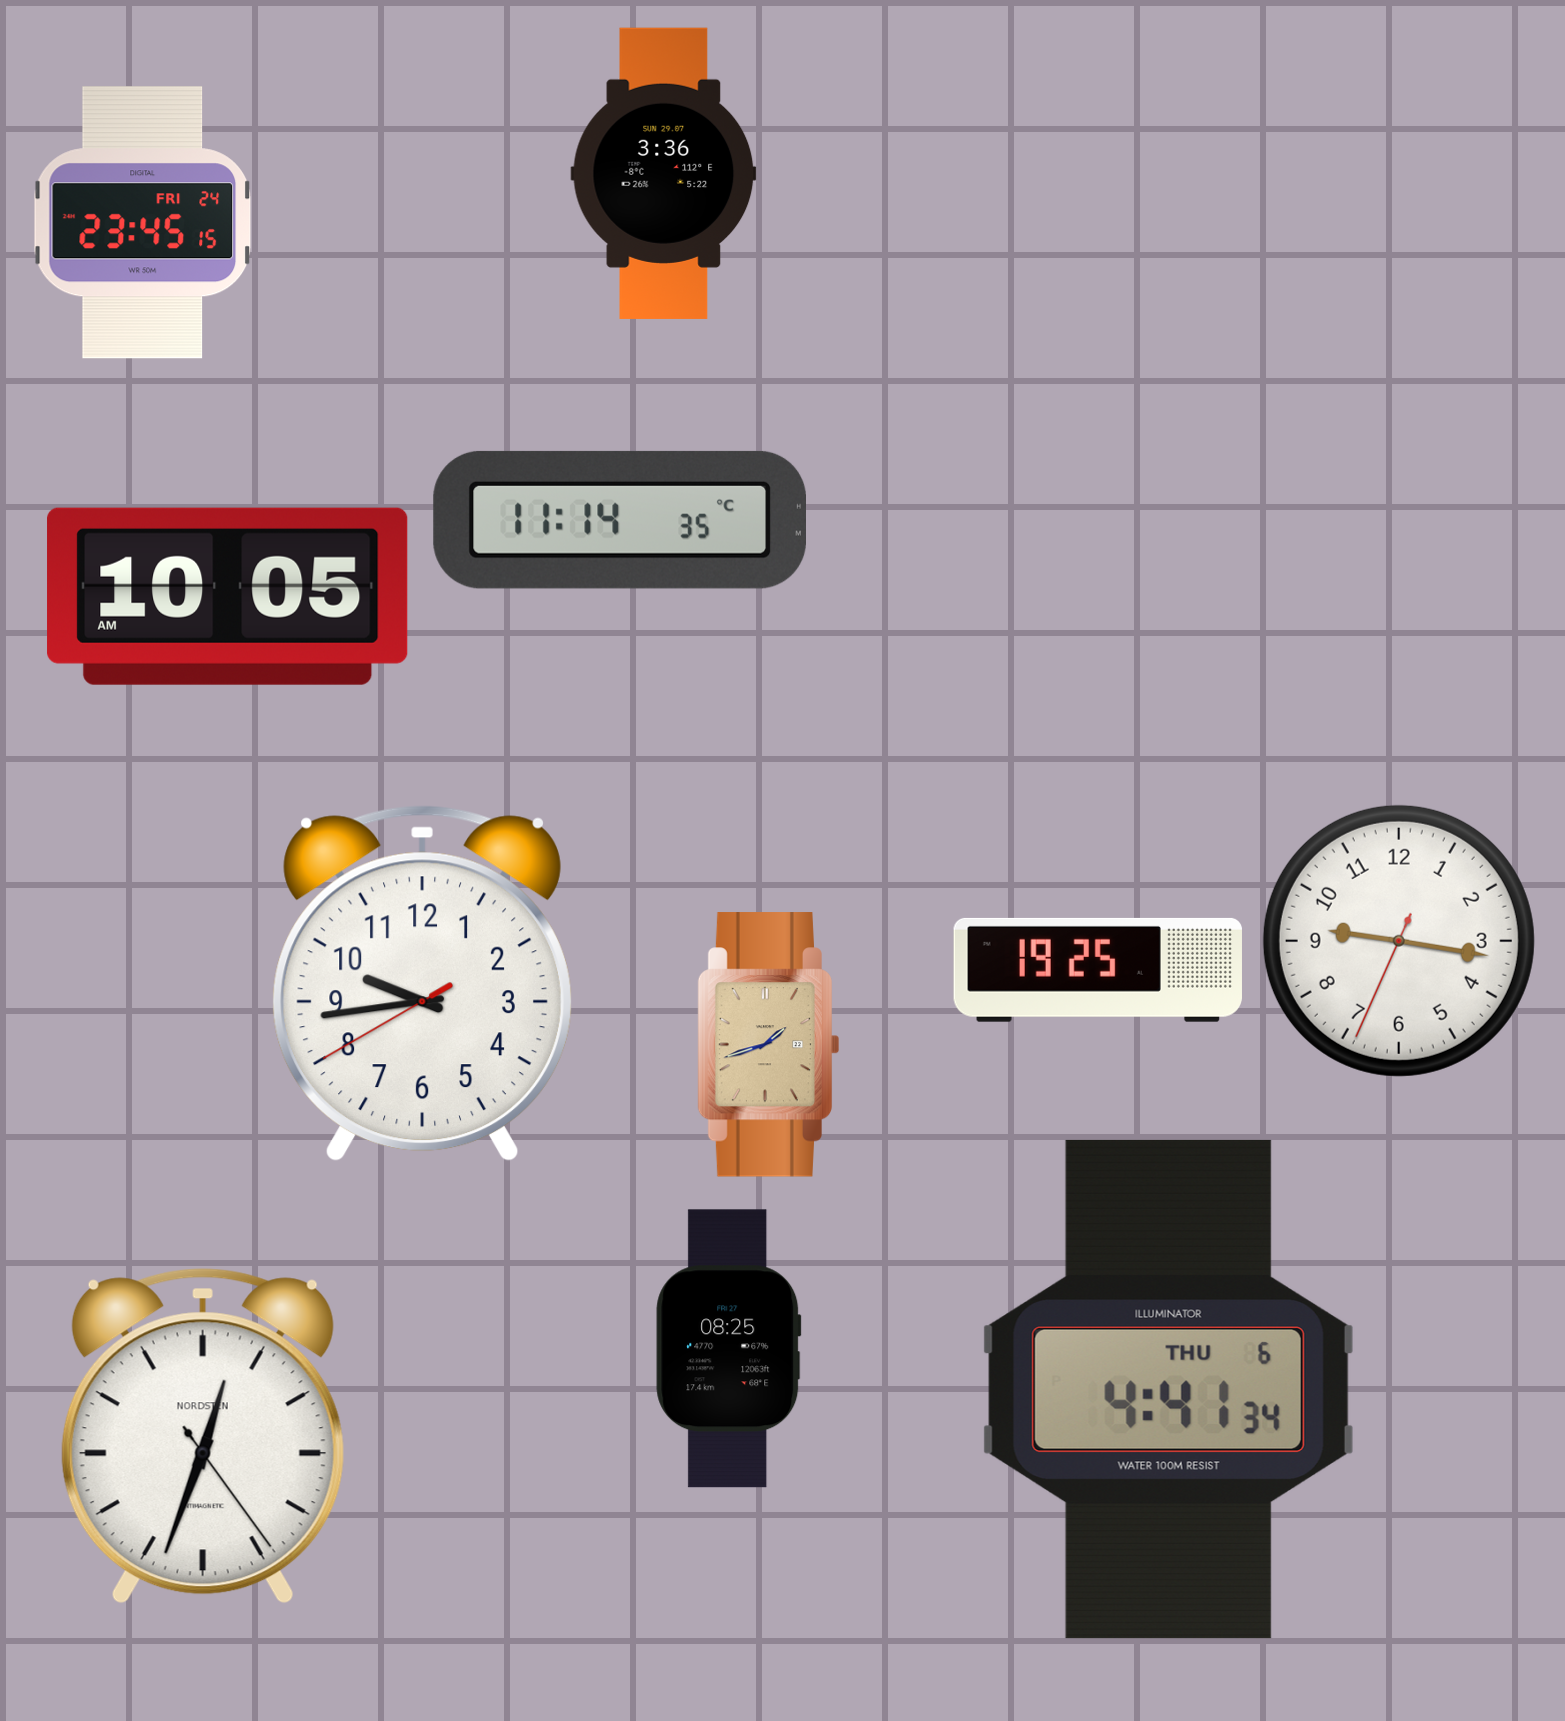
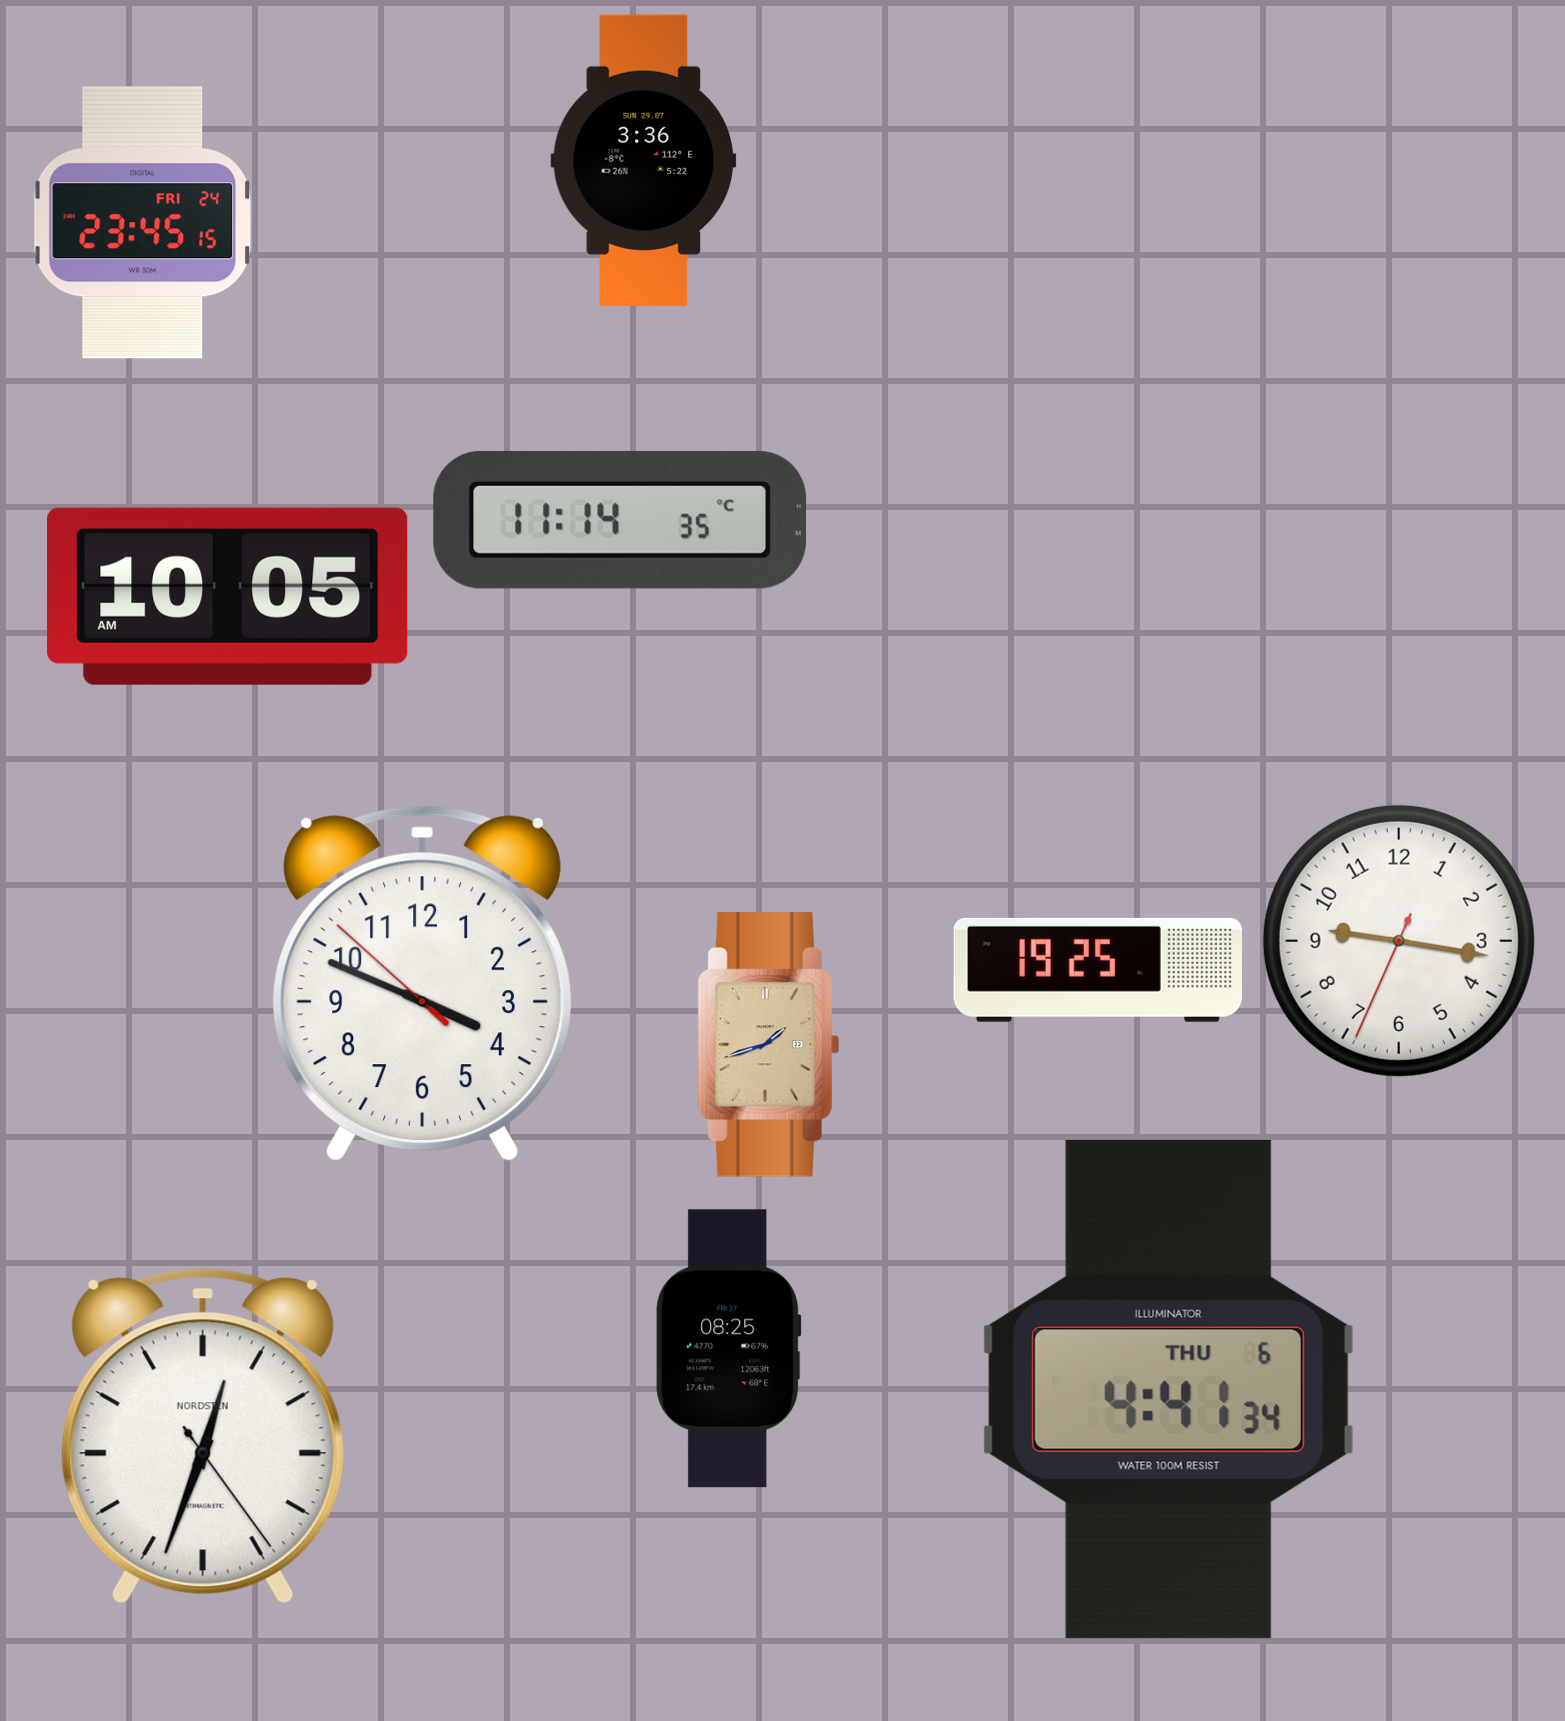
clock at (664, 173) position: (664, 173) -> (644, 160)
clock at (422, 984): 9:43 -> 3:48
